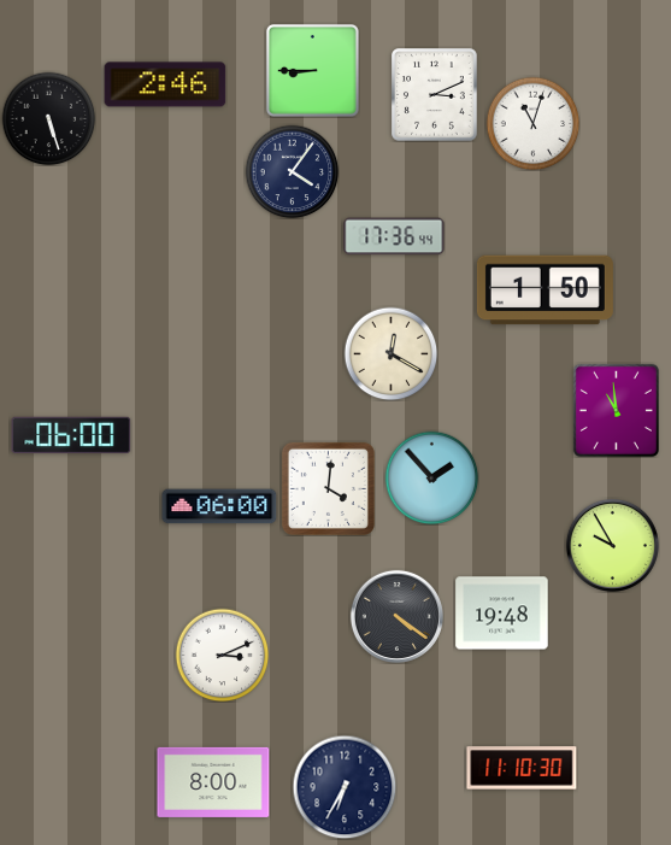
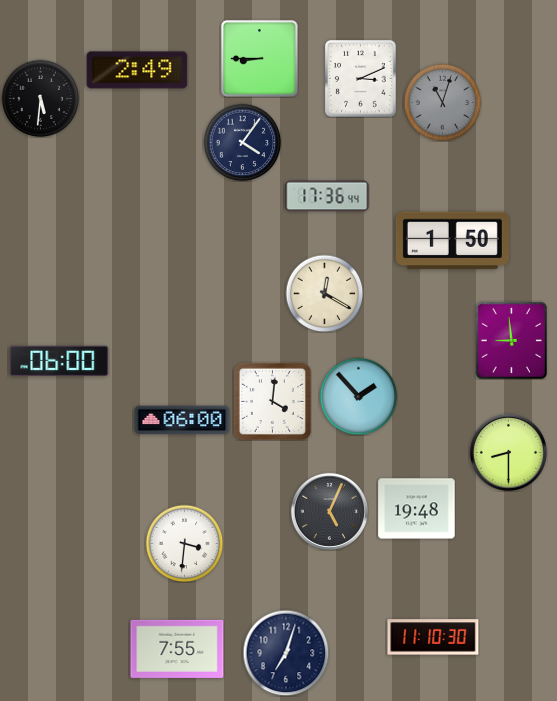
clock at (165, 84): 2:46 -> 2:49
clock at (48, 118): 5:27 -> 5:31
clock at (532, 123) dial: white -> grey
clock at (616, 410): 10:59 -> 8:59
clock at (328, 488) position: (328, 488) -> (272, 401)
clock at (612, 545): 9:55 -> 8:30
clock at (396, 616): 4:21 -> 5:04
clock at (222, 655): 3:11 -> 3:31
clock at (213, 782): 8:00 -> 7:55
clock at (345, 787): 6:35 -> 7:03
